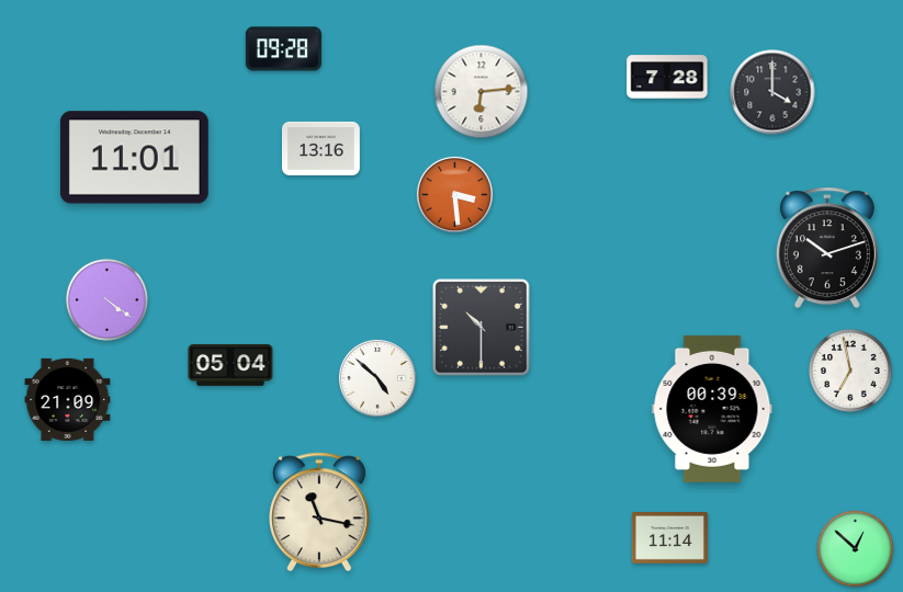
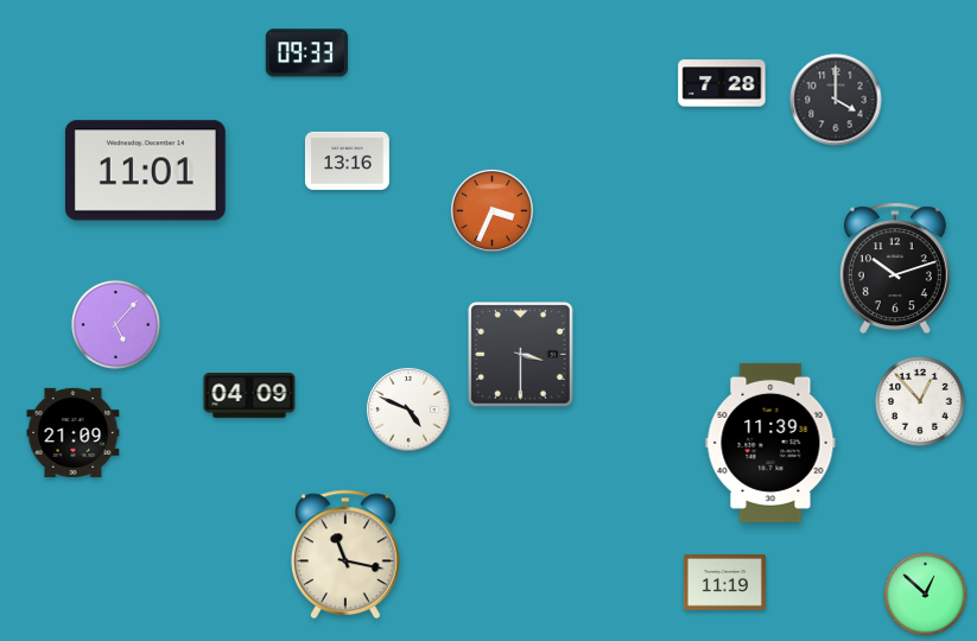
clock at (283, 49): 09:28 -> 09:33
clock at (482, 92): 6:14 -> none
clock at (454, 194): 3:29 -> 3:34
clock at (106, 299): 4:21 -> 5:07
clock at (482, 328): 10:30 -> 3:30
clock at (230, 366): 05:04 -> 04:09
clock at (850, 371): 6:58 -> 12:53
clock at (377, 378): 4:52 -> 4:49
clock at (712, 409): 00:39 -> 11:39
clock at (669, 538): 11:14 -> 11:19
